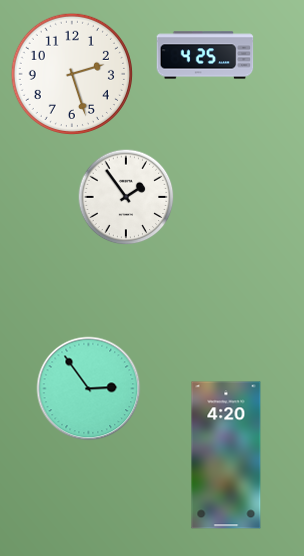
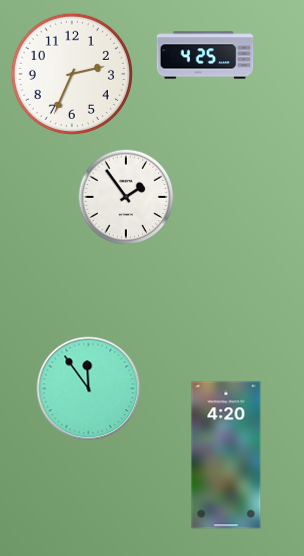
clock at (71, 73): 2:27 -> 2:34
clock at (89, 389): 2:54 -> 11:54
